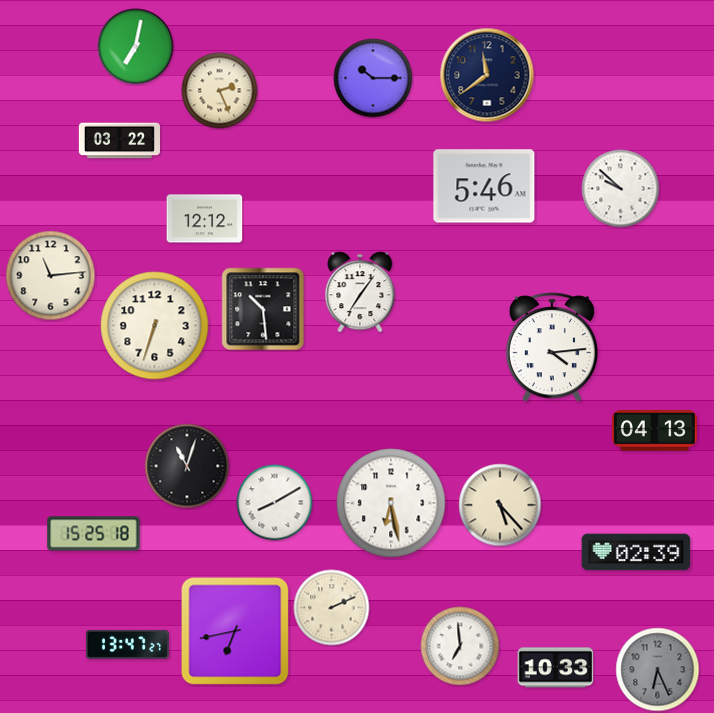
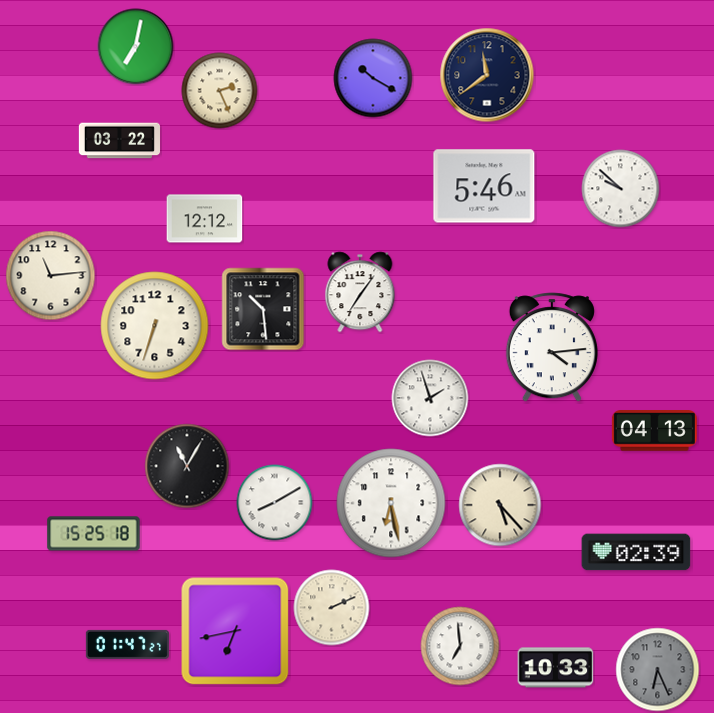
clock at (373, 78): 10:15 -> 10:20
clock at (430, 398): none -> 1:57
clock at (187, 466): 11:03 -> 11:05
clock at (127, 644): 13:47 -> 01:47
